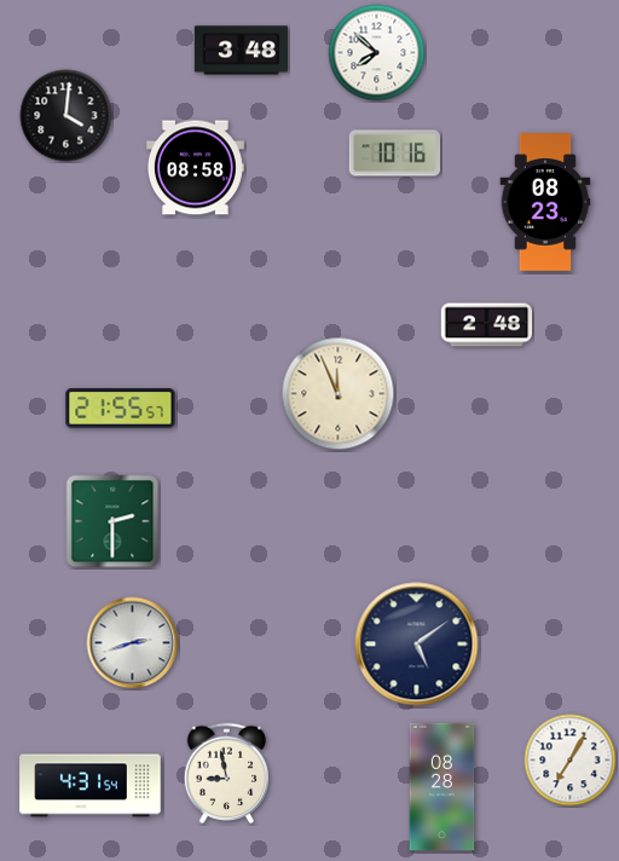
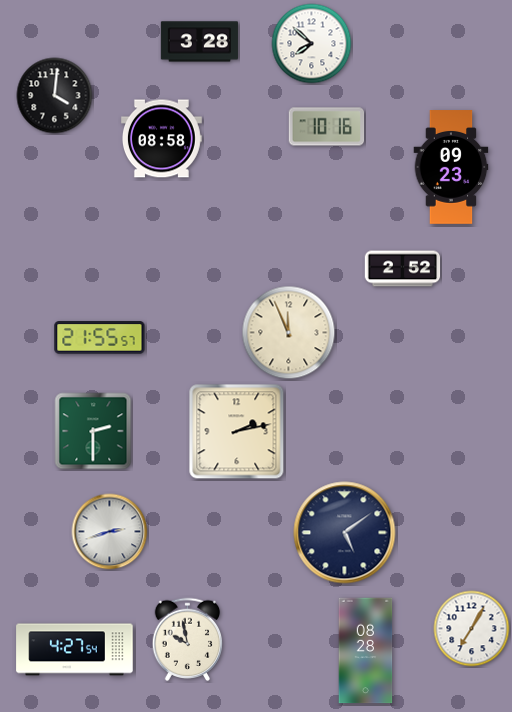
clock at (241, 51): 3:48 -> 3:28
clock at (545, 202): 08:23 -> 09:23
clock at (487, 325): 2:48 -> 2:52
clock at (339, 394) position: (339, 394) -> (289, 333)
clock at (237, 432): none -> 2:13
clock at (227, 773): 8:58 -> 9:58
clock at (91, 786): 4:31 -> 4:27
